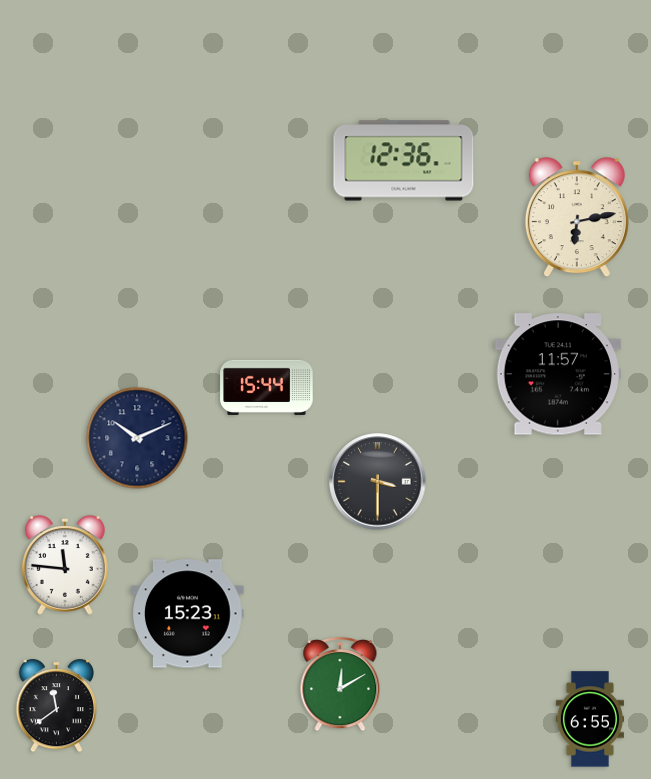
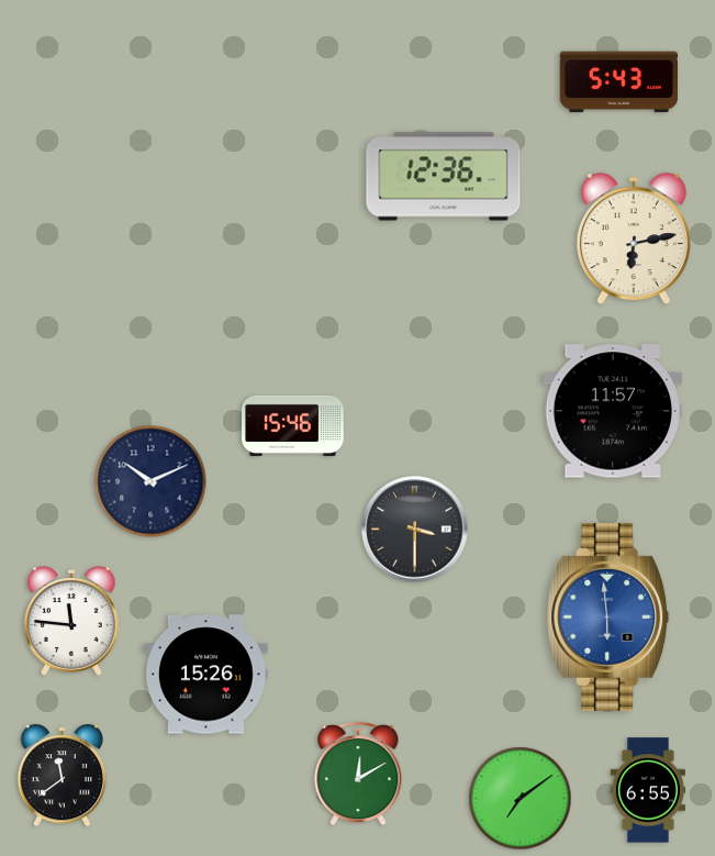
clock at (618, 82): none -> 5:43
clock at (267, 387): 15:44 -> 15:46
clock at (608, 616): none -> 5:59
clock at (188, 614): 15:23 -> 15:26
clock at (340, 684) position: (340, 684) -> (358, 774)
clock at (521, 799): none -> 7:09
